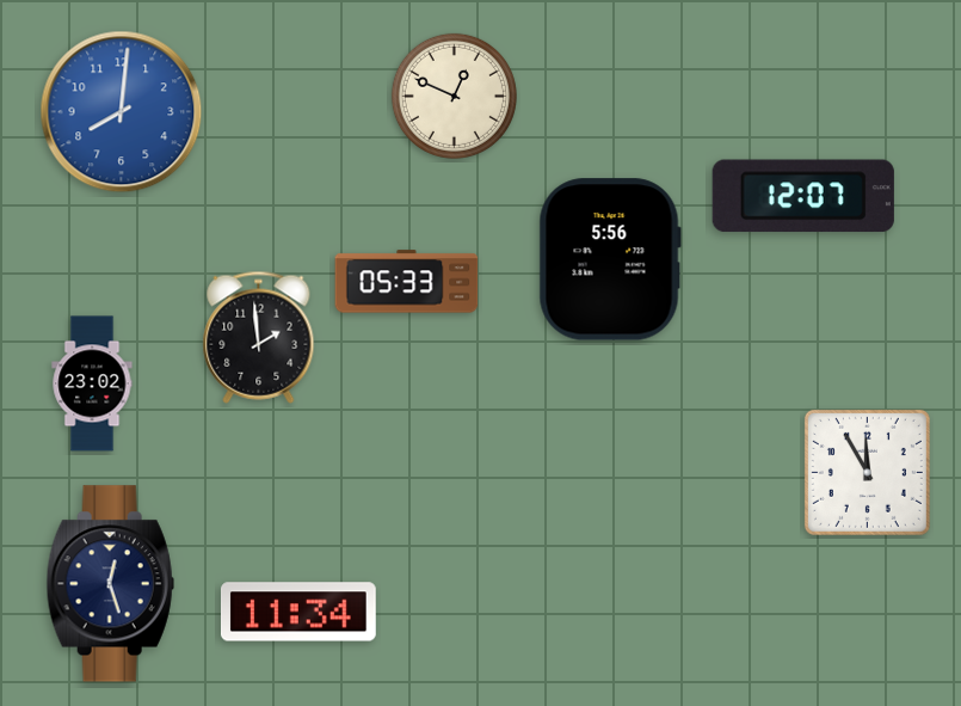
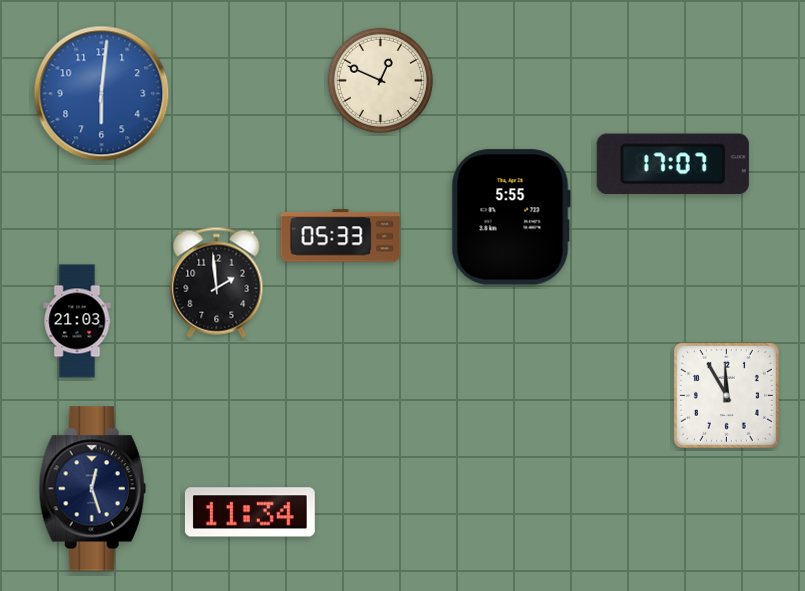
clock at (122, 112): 8:01 -> 6:01
clock at (803, 196): 12:07 -> 17:07
clock at (610, 259): 5:56 -> 5:55
clock at (92, 383): 23:02 -> 21:03
